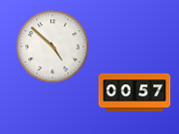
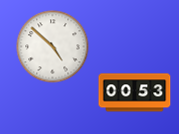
clock at (135, 93): 00:57 -> 00:53
